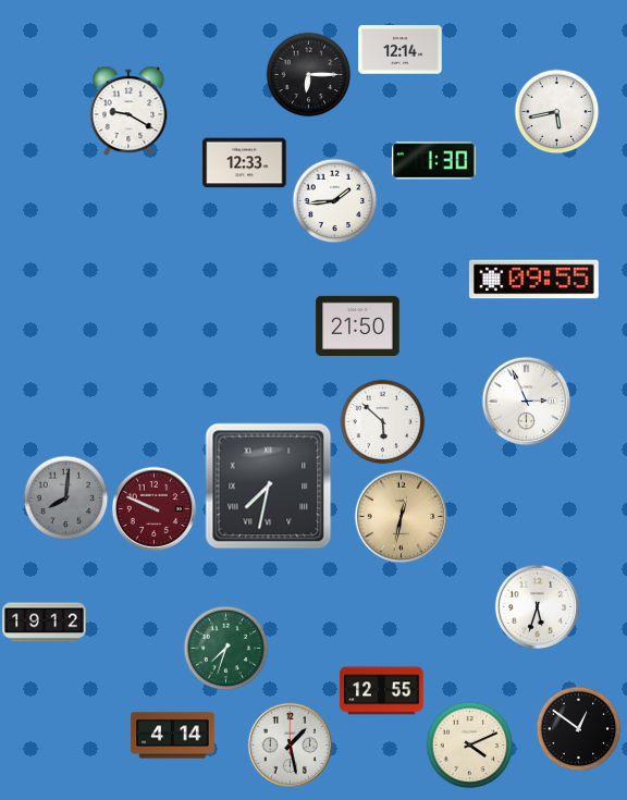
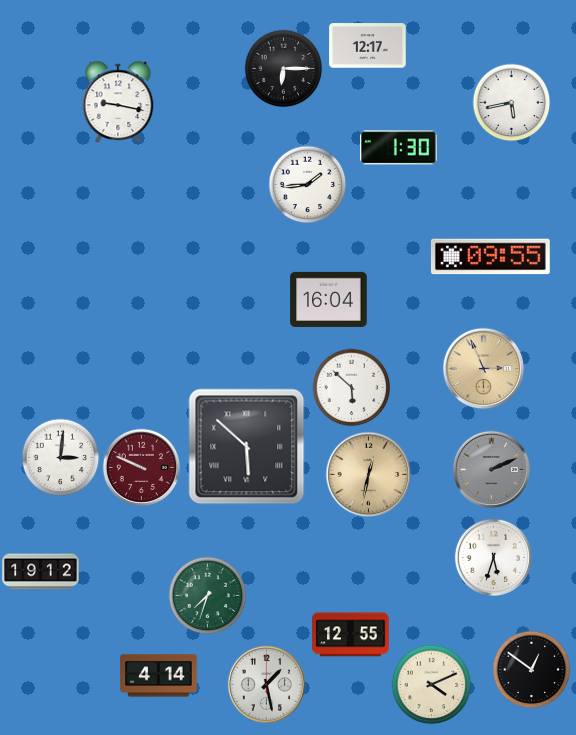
clock at (401, 50): 12:14 -> 12:17
clock at (128, 111): 9:20 -> 9:17
clock at (245, 163): 12:33 -> none
clock at (358, 325): 21:50 -> 16:04
clock at (526, 401) dial: white -> champagne
clock at (269, 487): 7:32 -> 5:52
clock at (65, 497): 8:01 -> 3:01
clock at (65, 497) dial: grey -> white
clock at (491, 469): none -> 2:11
